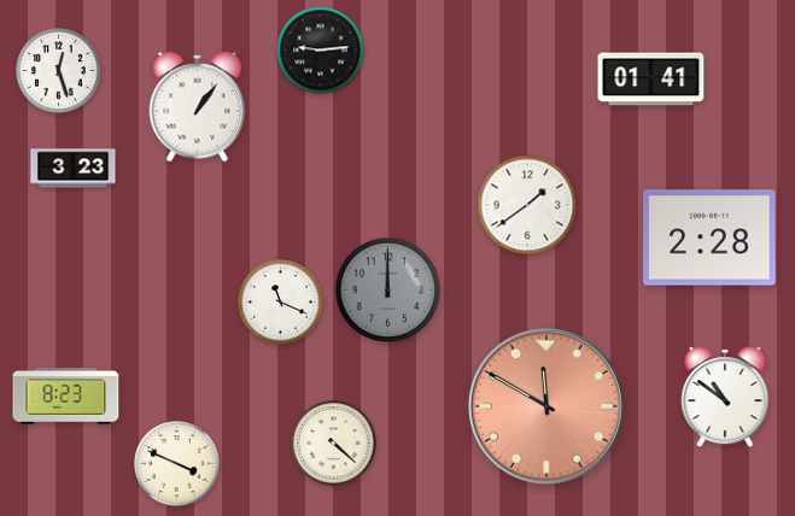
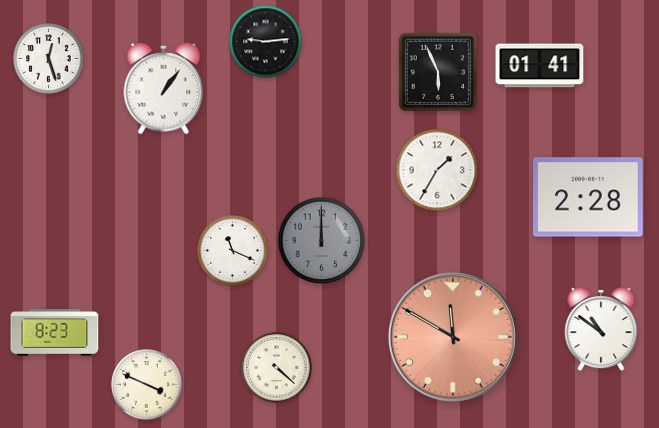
clock at (438, 72): none -> 5:56
clock at (74, 169): 3:23 -> none
clock at (527, 205): 1:39 -> 1:35
clock at (66, 397) position: (66, 397) -> (55, 333)
